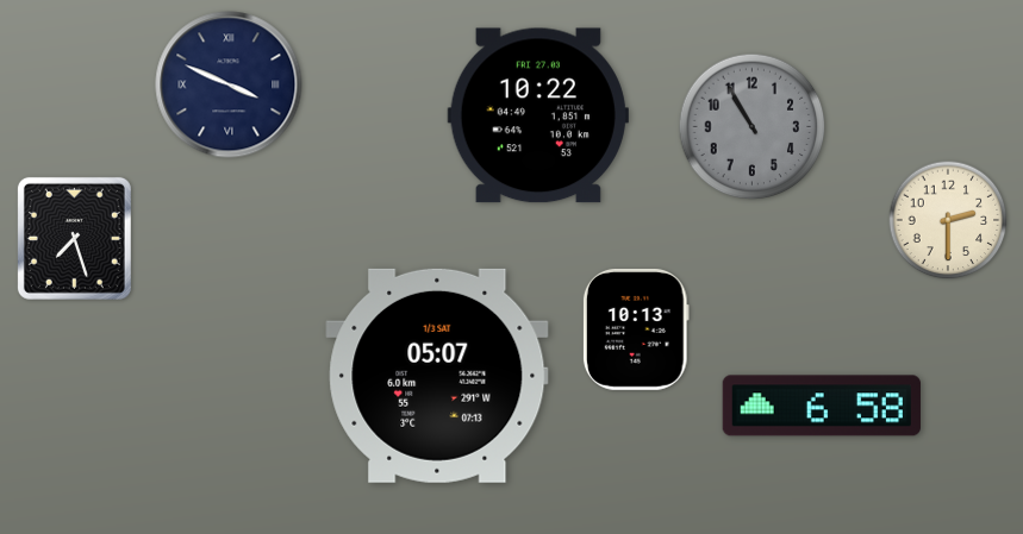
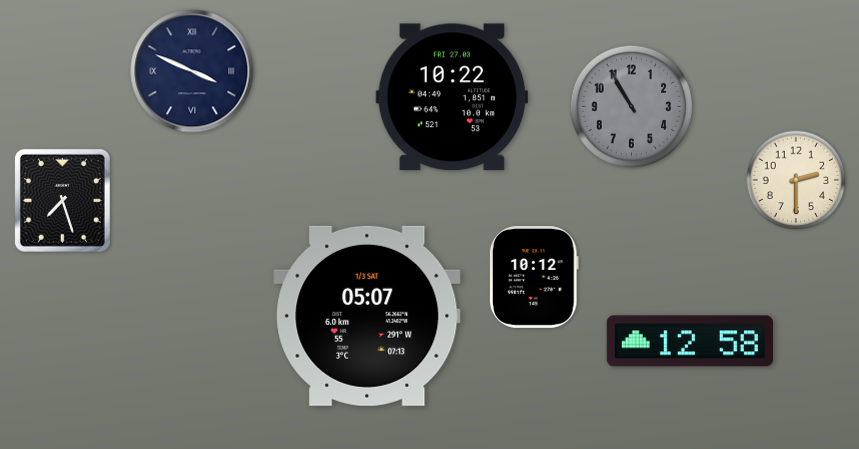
clock at (948, 220) position: (948, 220) -> (796, 180)
clock at (636, 329): 10:13 -> 10:12
clock at (822, 406): 6:58 -> 12:58
